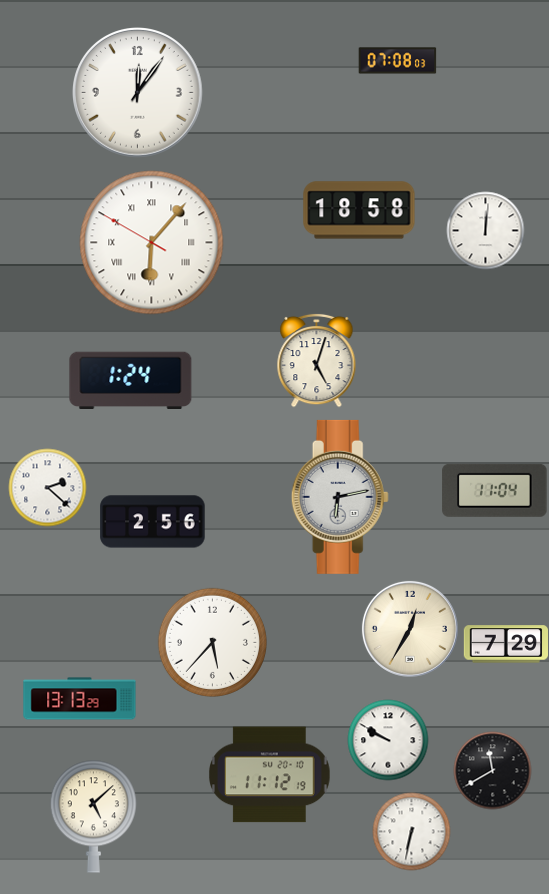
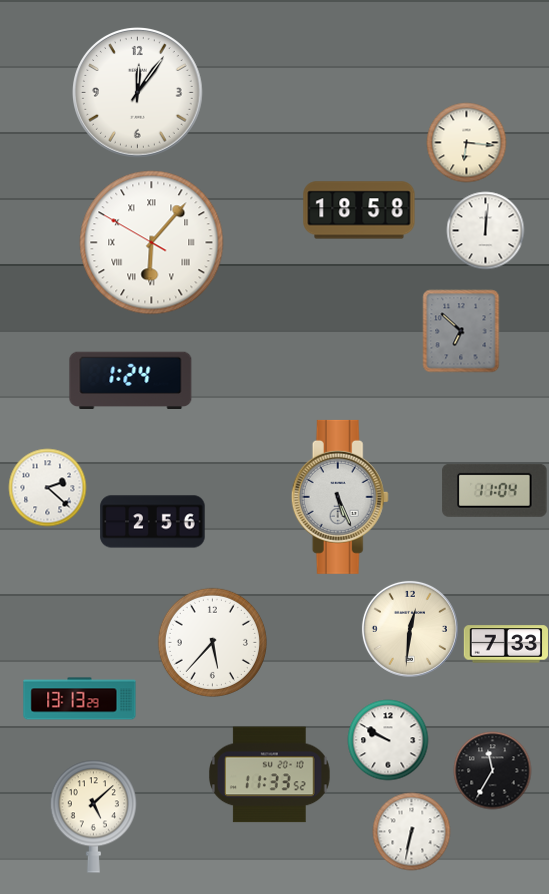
clock at (397, 61): 07:08 -> none
clock at (466, 142): none -> 6:16
clock at (461, 331): none -> 6:52
clock at (317, 360): 5:03 -> none
clock at (340, 497): 6:13 -> 5:26
clock at (410, 629): 12:35 -> 12:31
clock at (505, 644): 7:29 -> 7:33
clock at (492, 770): 11:40 -> 11:35
clock at (270, 775): 11:12 -> 11:33
